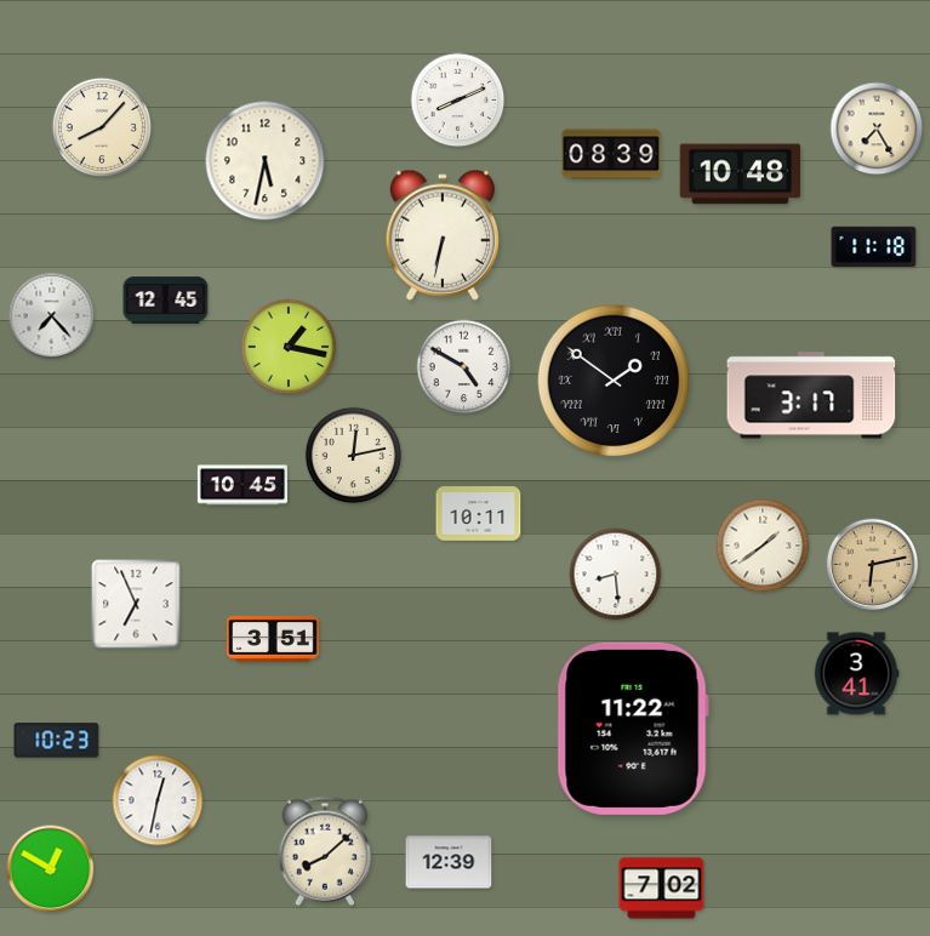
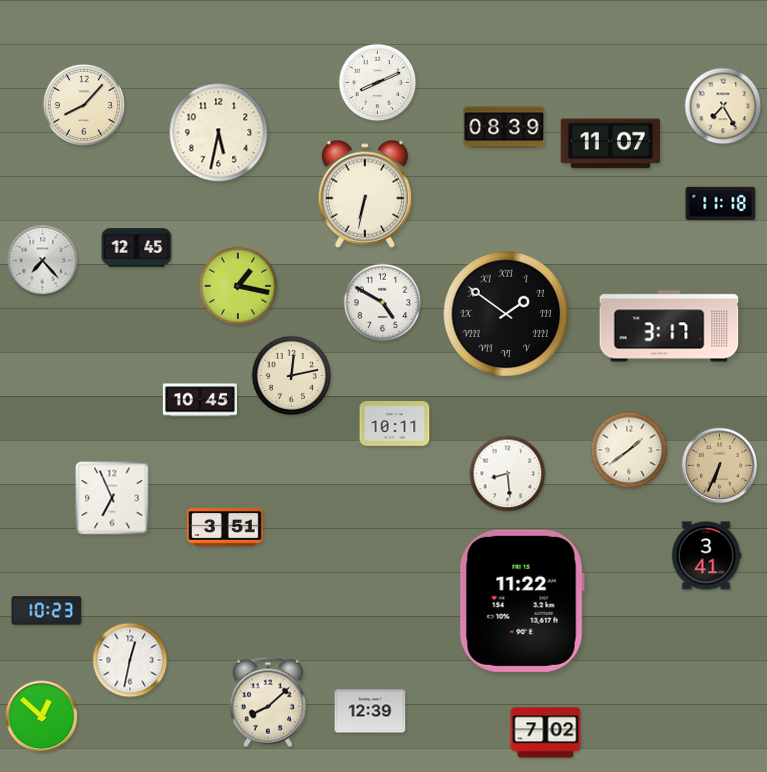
clock at (741, 175): 10:48 -> 11:07
clock at (873, 565): 6:13 -> 6:34
clock at (51, 869): 12:50 -> 12:52
